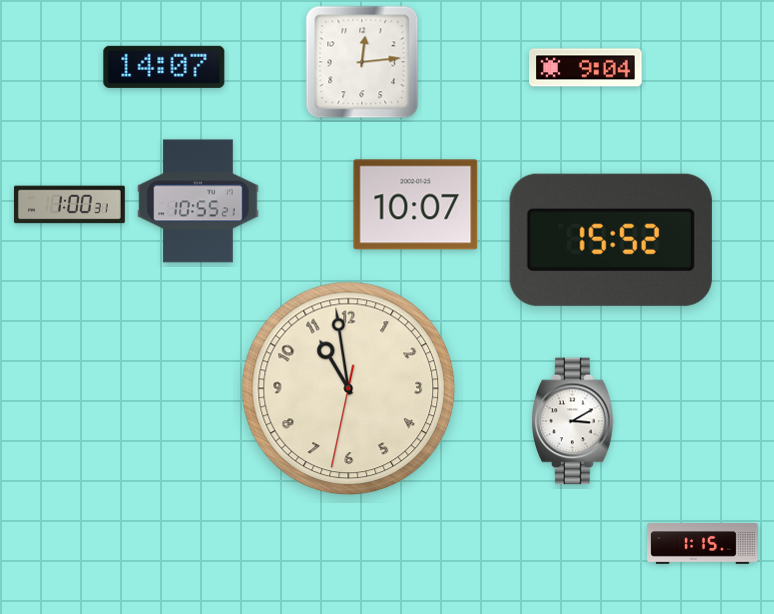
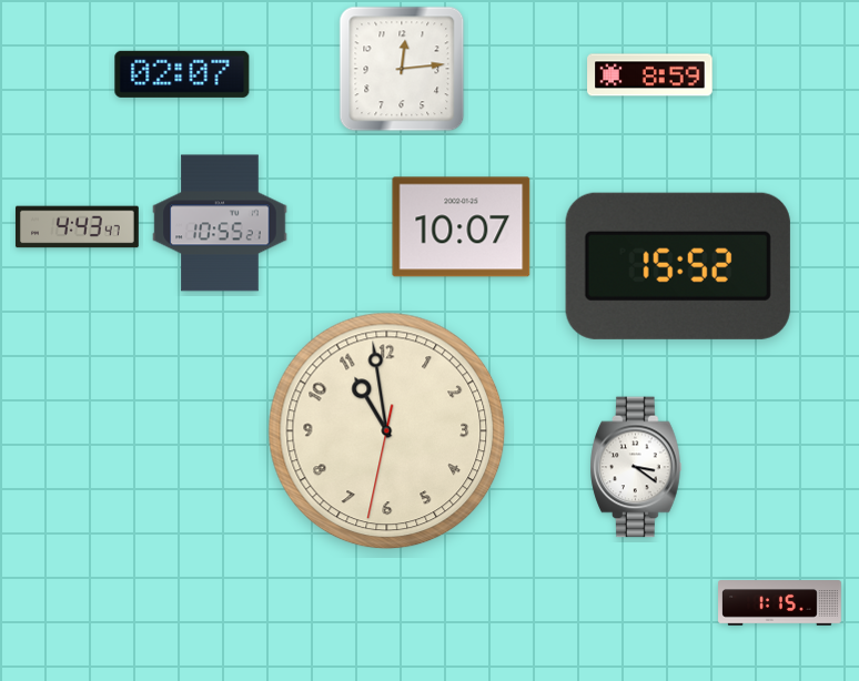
clock at (164, 67): 14:07 -> 02:07
clock at (586, 68): 9:04 -> 8:59
clock at (69, 205): 1:00 -> 4:43
clock at (573, 421): 3:10 -> 3:21
